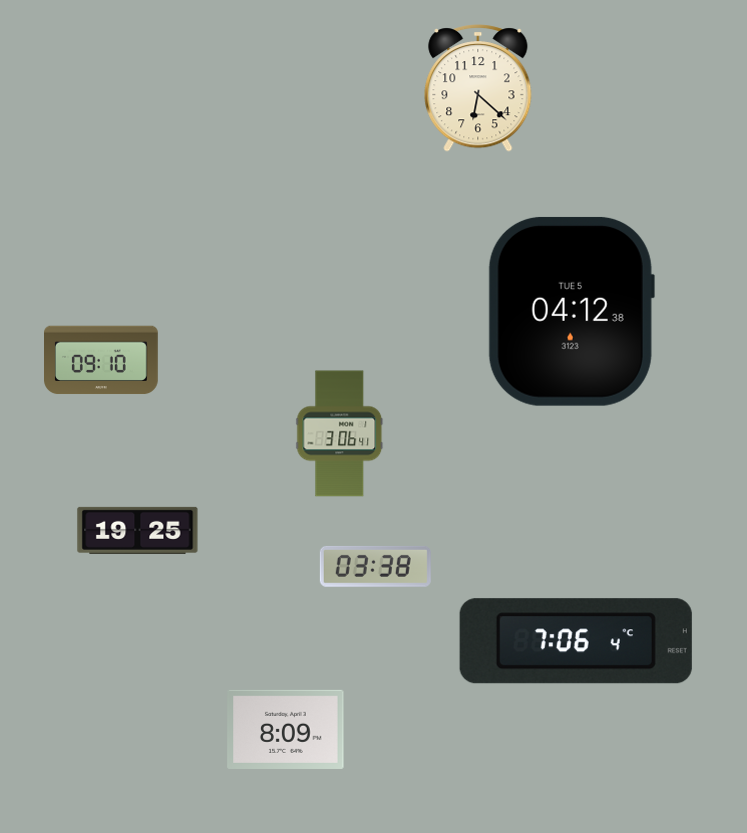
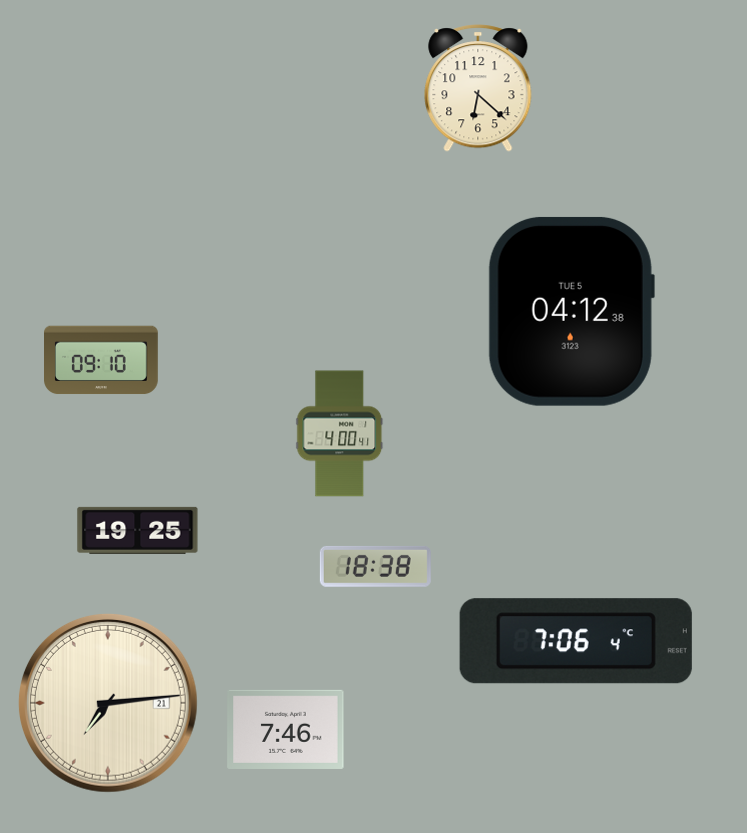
clock at (340, 434): 3:06 -> 4:00
clock at (375, 566): 03:38 -> 18:38
clock at (108, 703): none -> 7:14
clock at (286, 729): 8:09 -> 7:46
